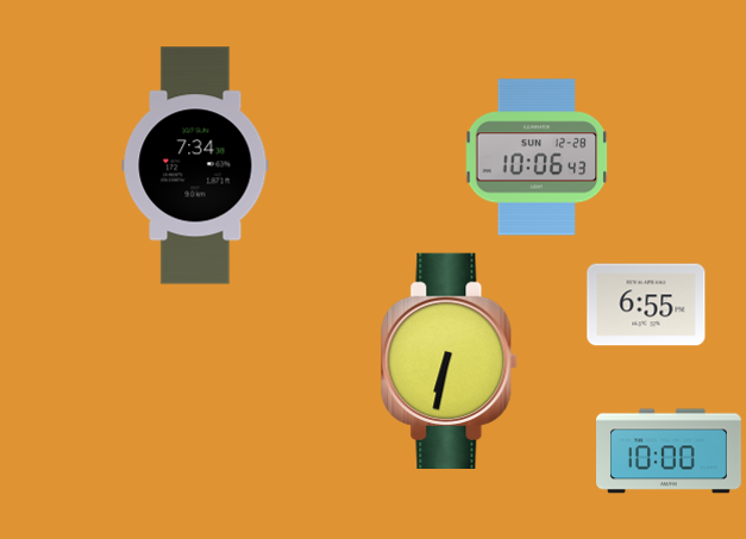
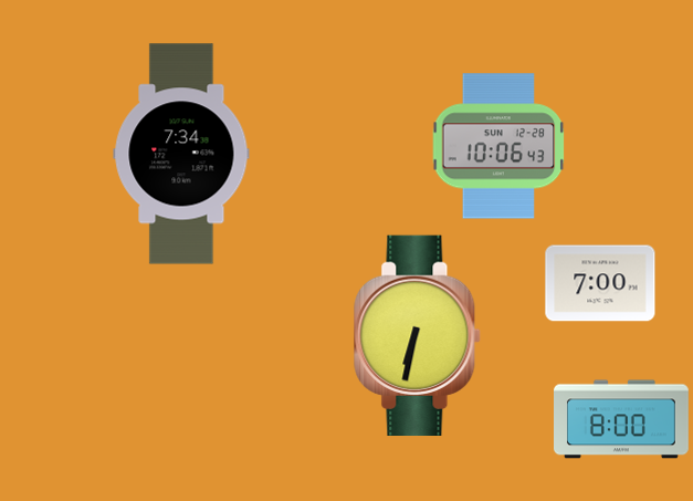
clock at (646, 305): 6:55 -> 7:00
clock at (670, 451): 10:00 -> 8:00
